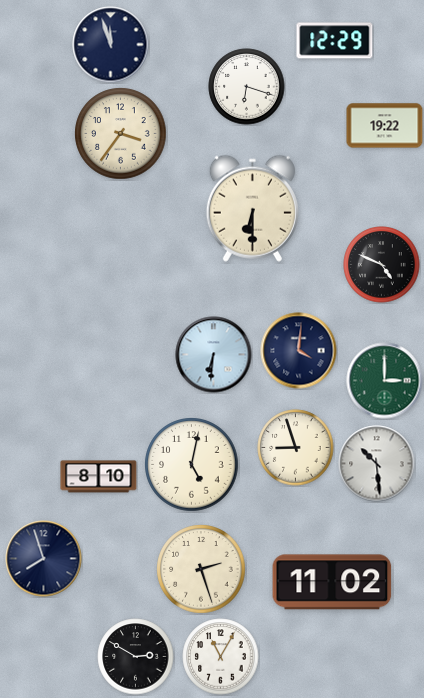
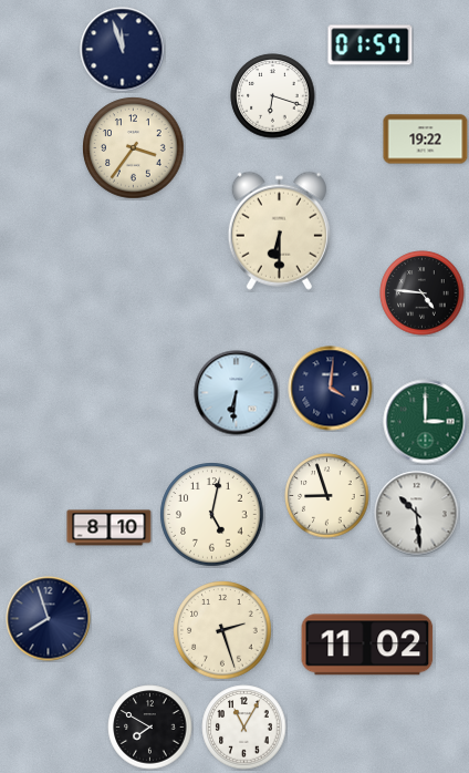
clock at (335, 41): 12:29 -> 01:57
clock at (382, 265): 4:49 -> 4:46
clock at (136, 657): 2:50 -> 7:50
